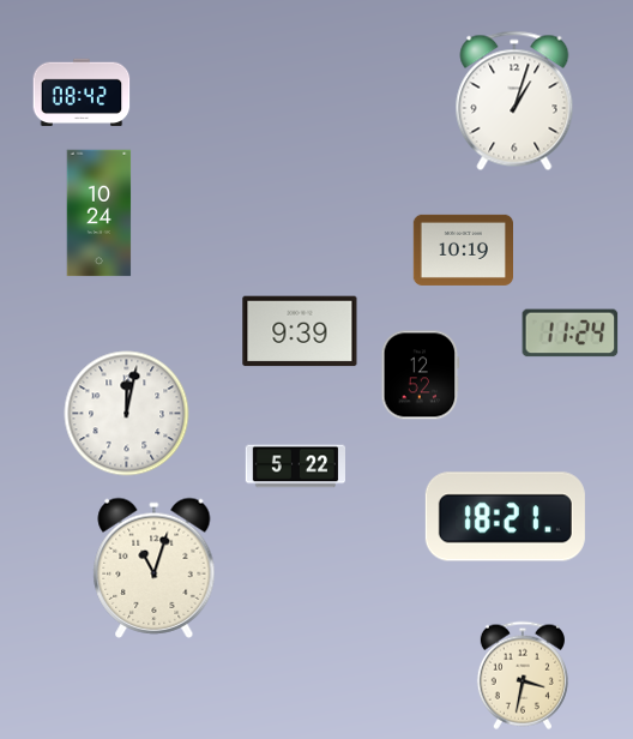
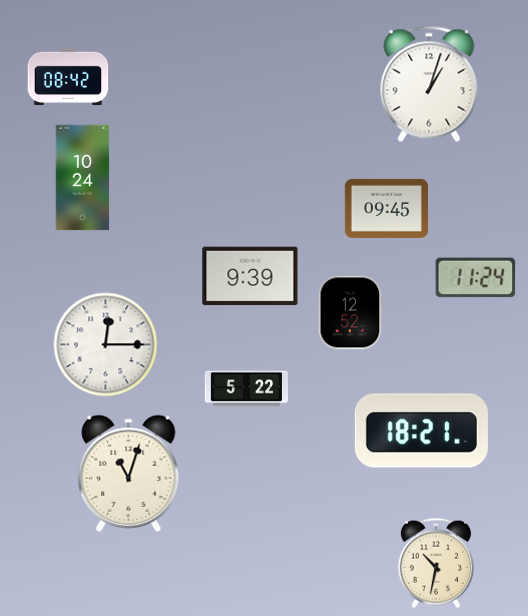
clock at (463, 250): 10:19 -> 09:45
clock at (127, 414): 12:02 -> 12:15
clock at (523, 675): 3:32 -> 10:32
